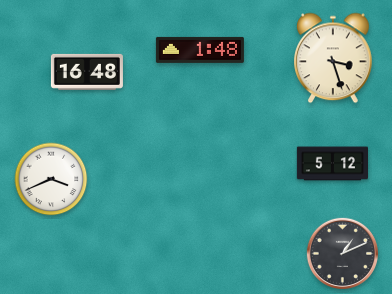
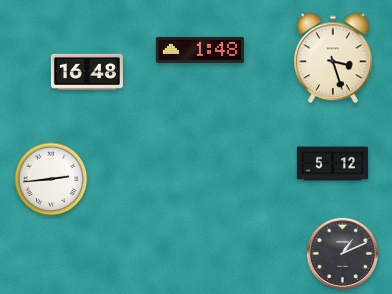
clock at (51, 179): 3:41 -> 2:44
